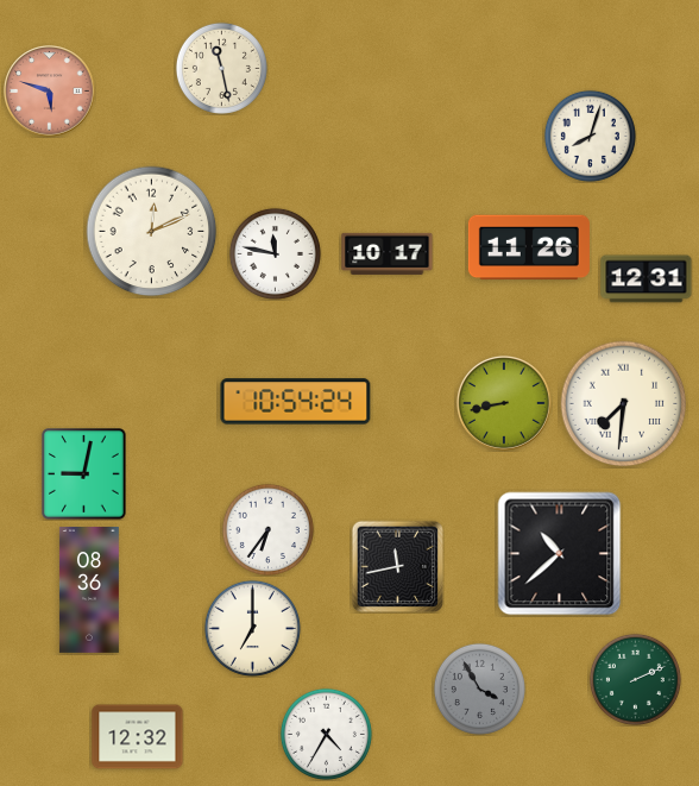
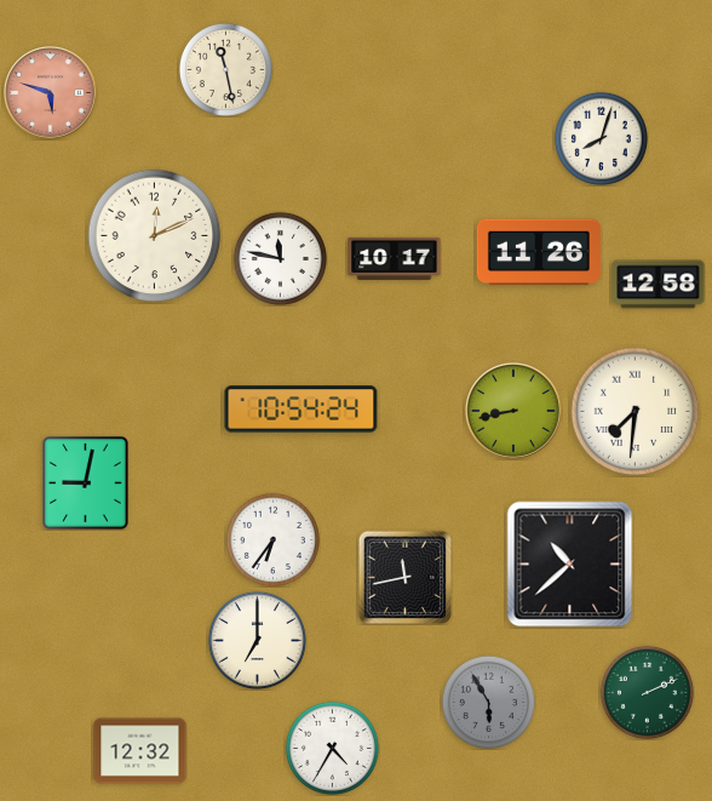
clock at (647, 279): 12:31 -> 12:58
clock at (89, 591): 08:36 -> none
clock at (479, 688): 3:55 -> 5:55
